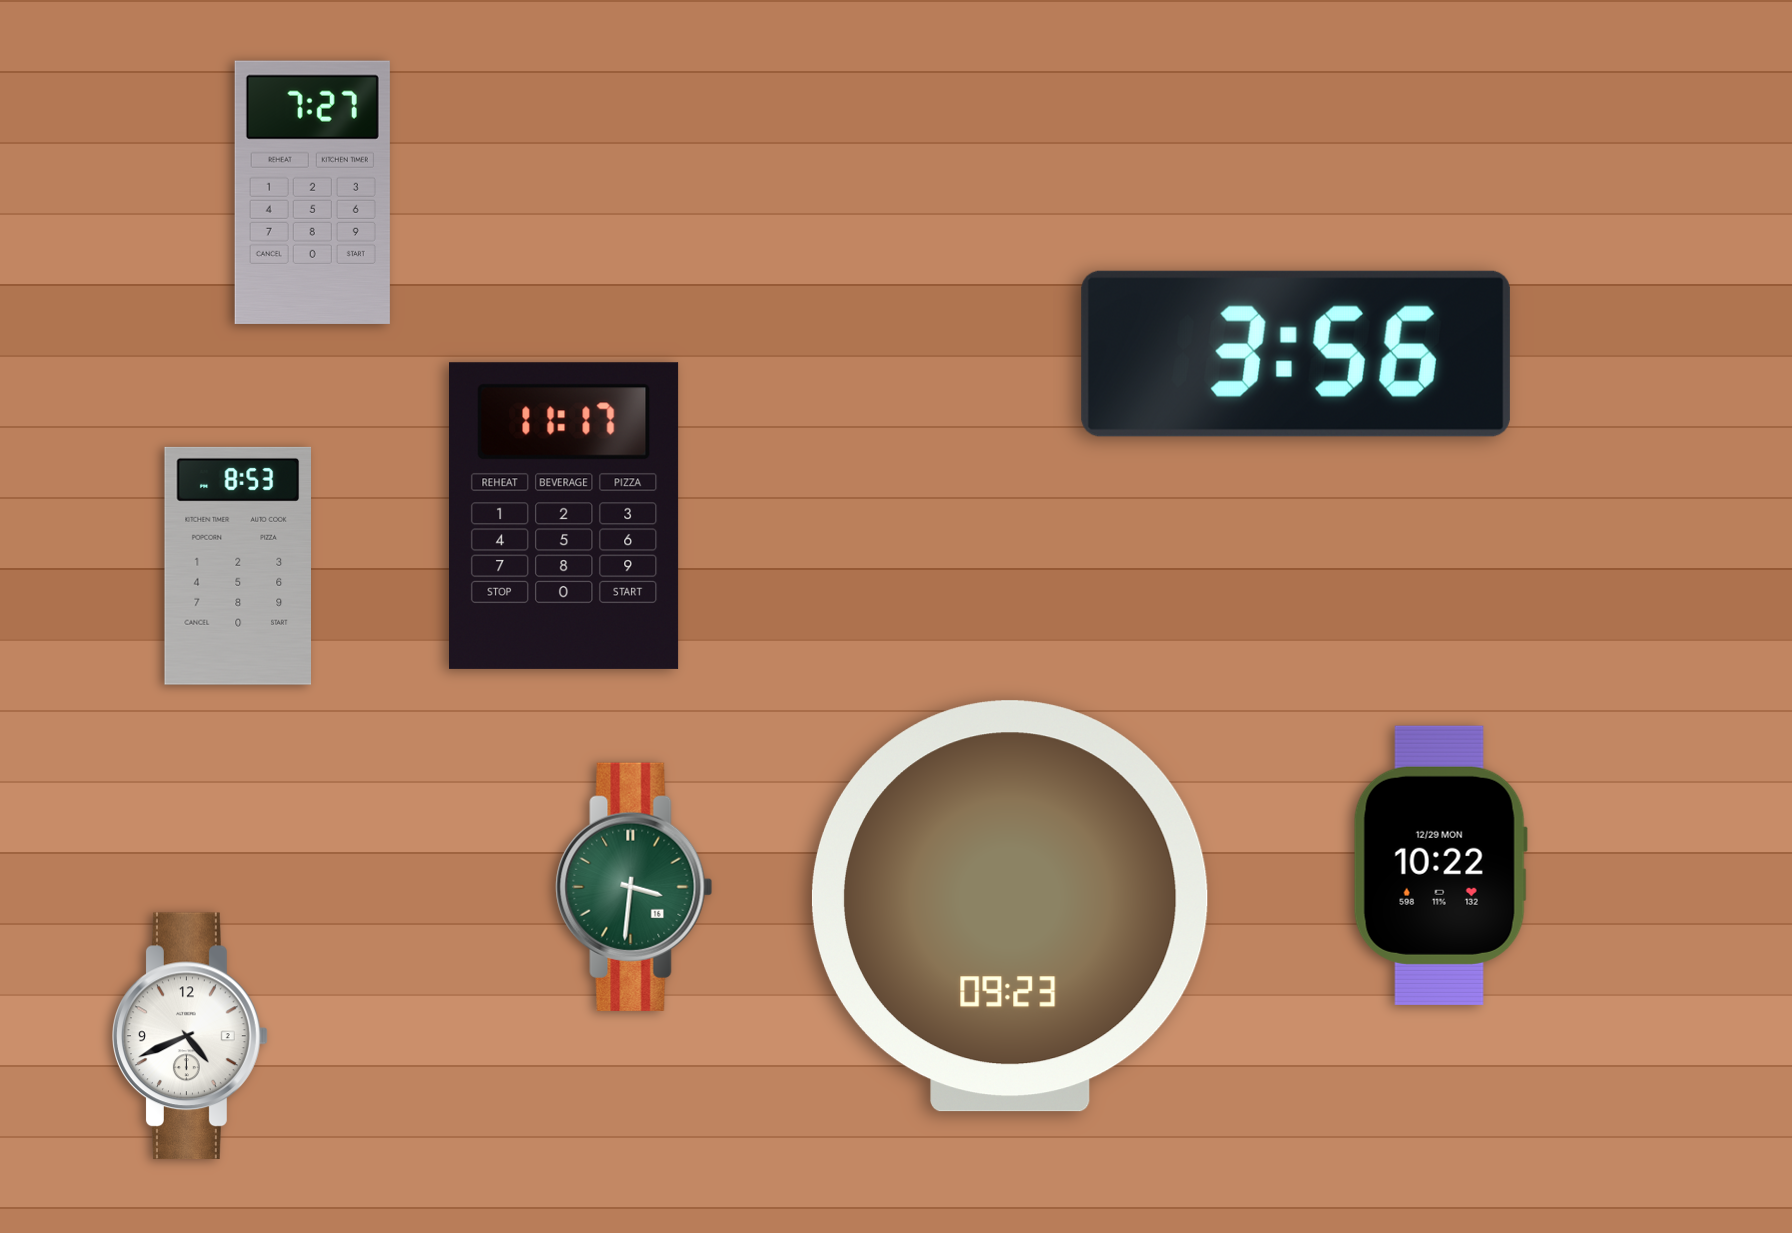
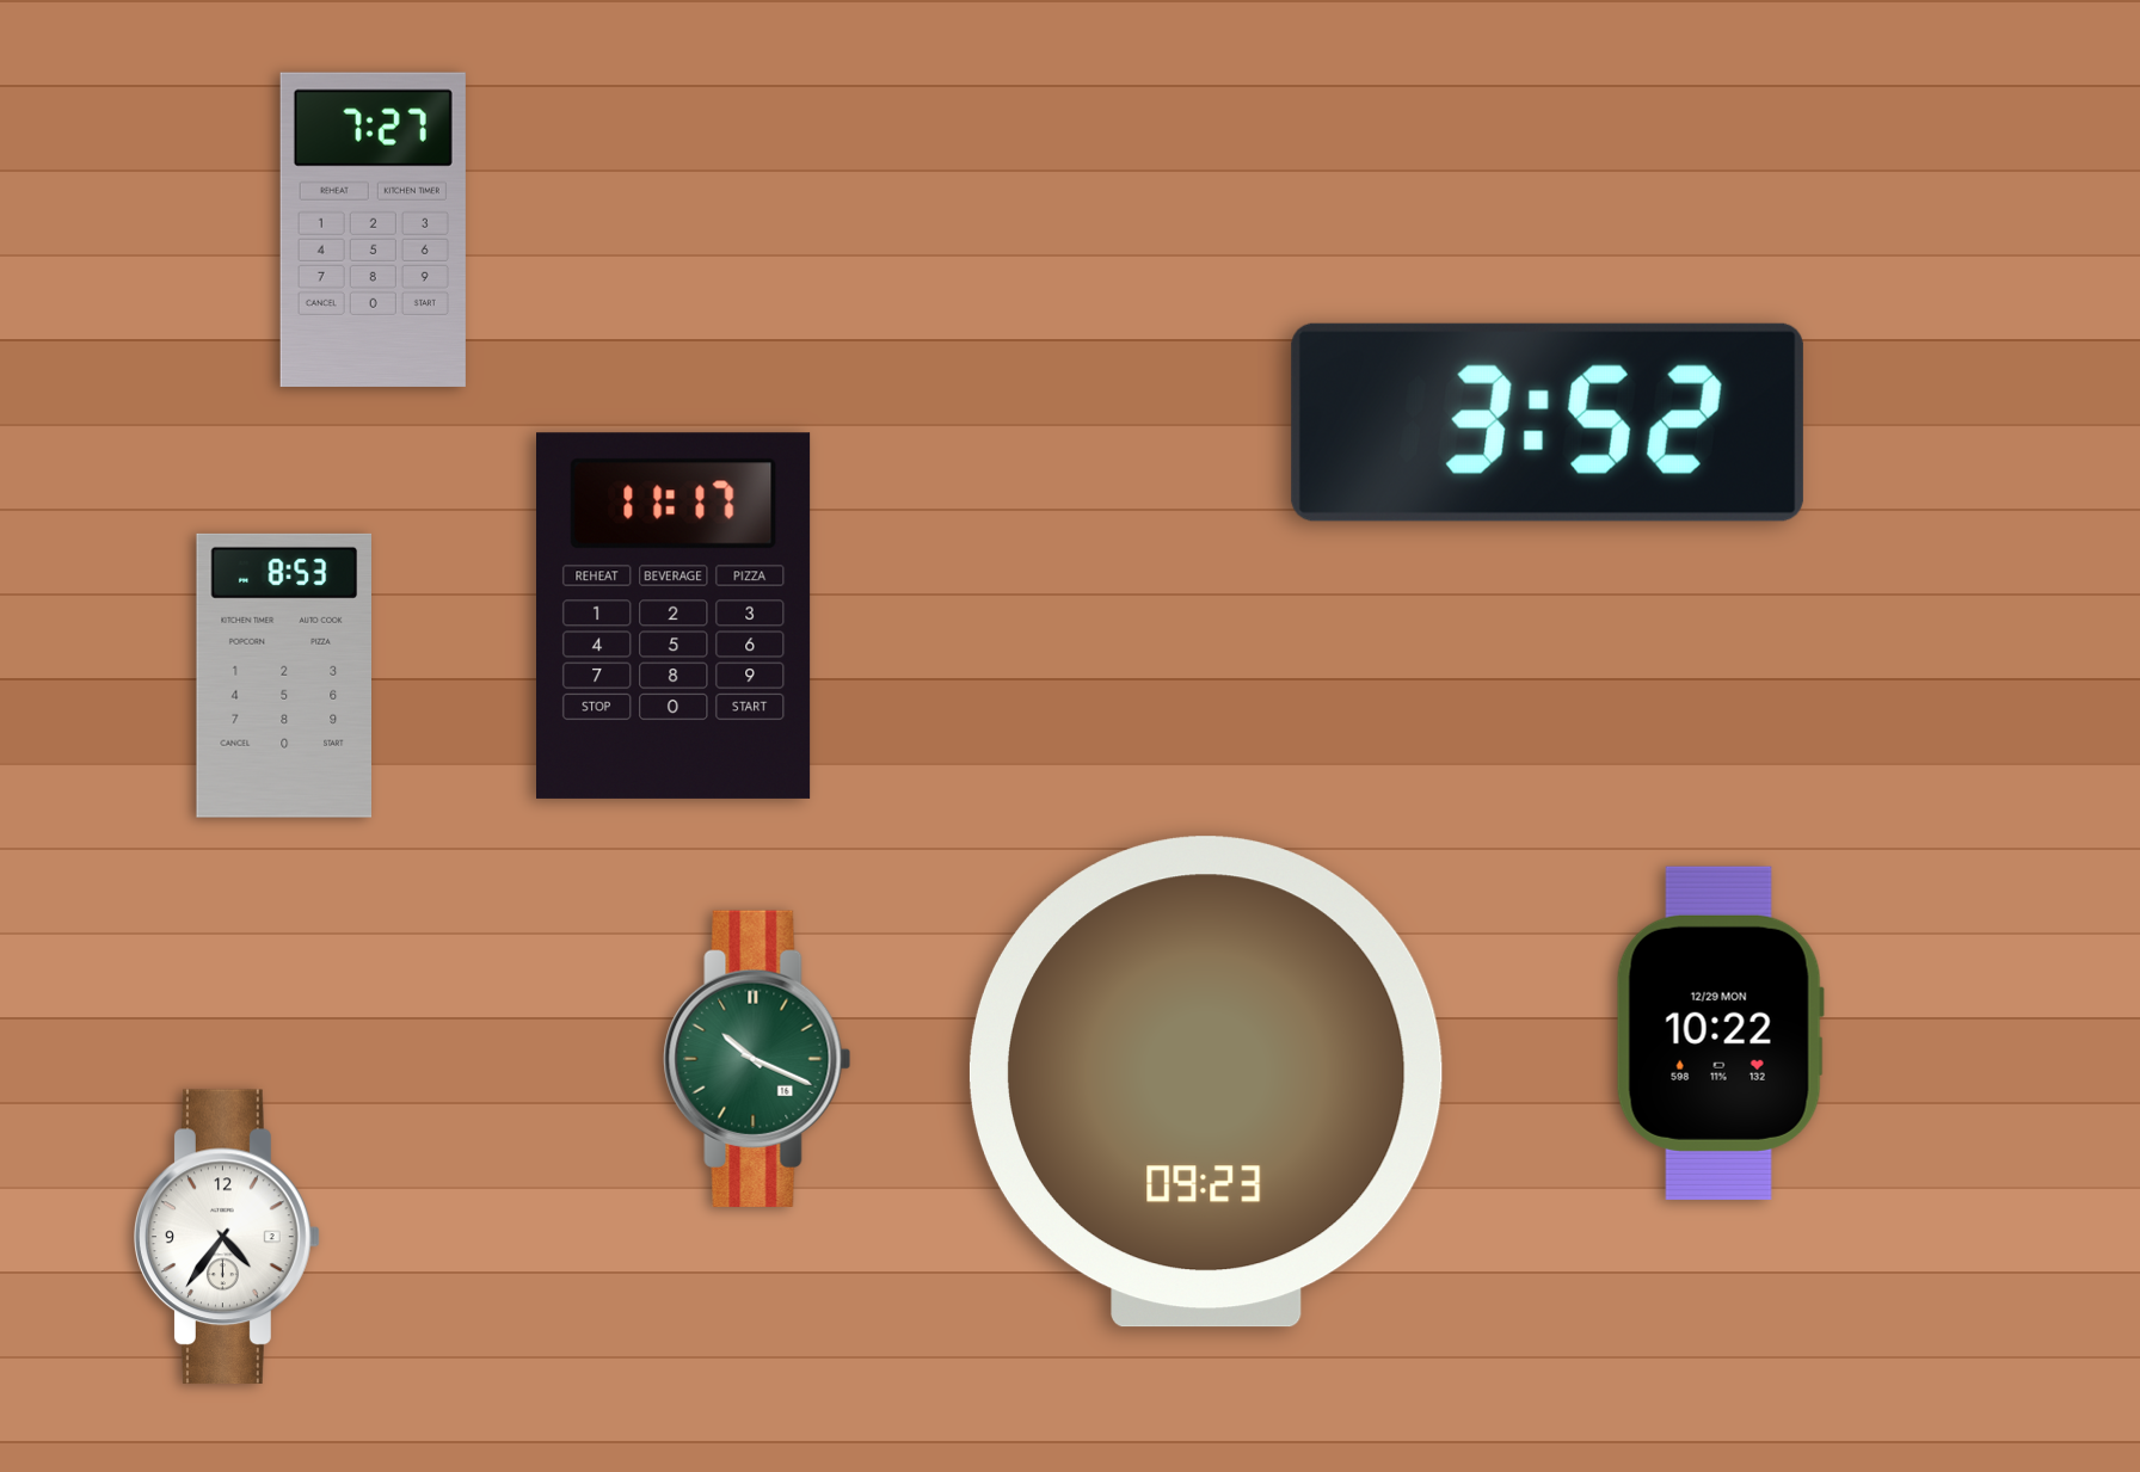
clock at (1296, 354): 3:56 -> 3:52
clock at (634, 887): 3:31 -> 10:19
clock at (190, 1036): 4:41 -> 4:36
